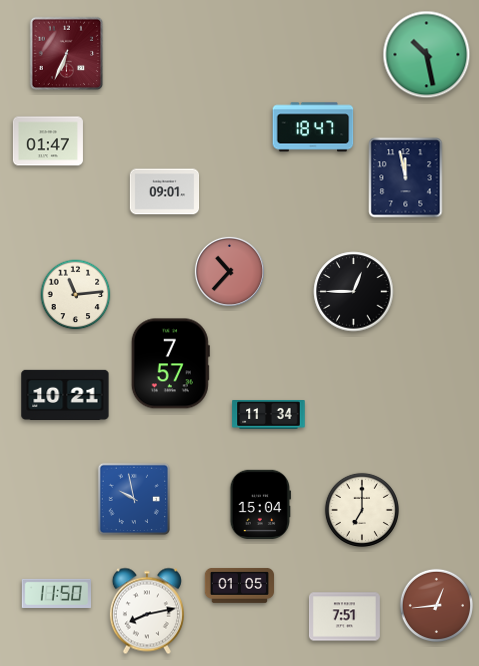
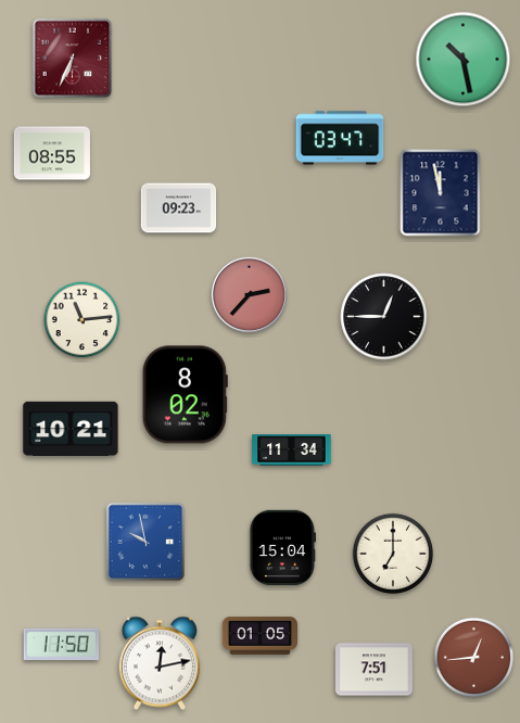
clock at (313, 127): 18:47 -> 03:47
clock at (48, 141): 01:47 -> 08:55
clock at (165, 192): 09:01 -> 09:23
clock at (229, 271): 10:37 -> 2:37
clock at (170, 364): 7:57 -> 8:02
clock at (147, 611): 8:13 -> 12:13
